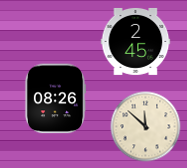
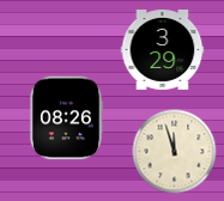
clock at (136, 41): 2:45 -> 3:29
clock at (146, 127): 11:52 -> 11:57
